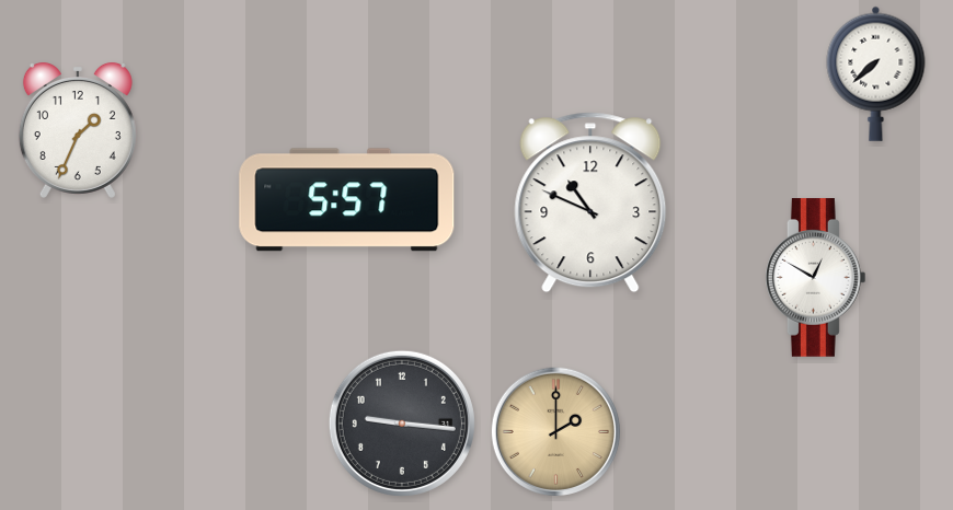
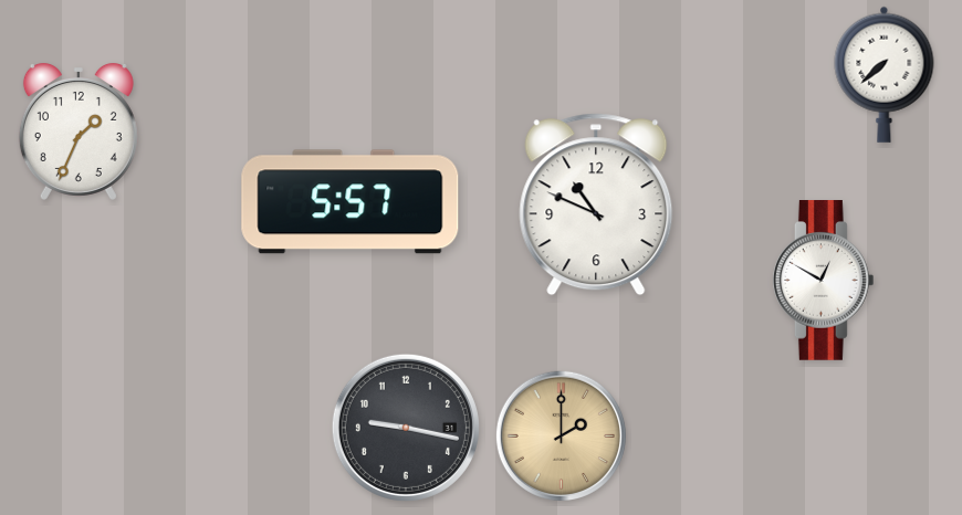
clock at (402, 424): 9:16 -> 9:17
